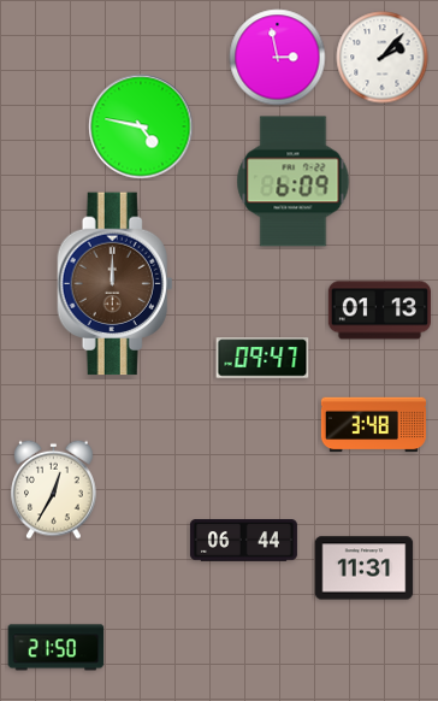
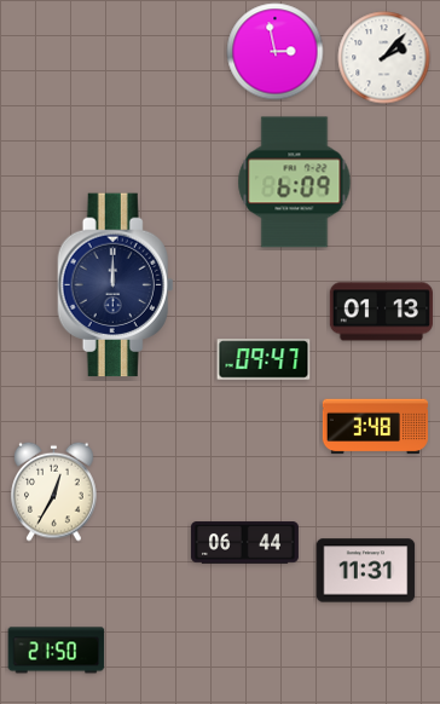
clock at (278, 58) position: (278, 58) -> (276, 52)
clock at (141, 126): 4:47 -> none
clock at (116, 284) dial: brown -> navy
